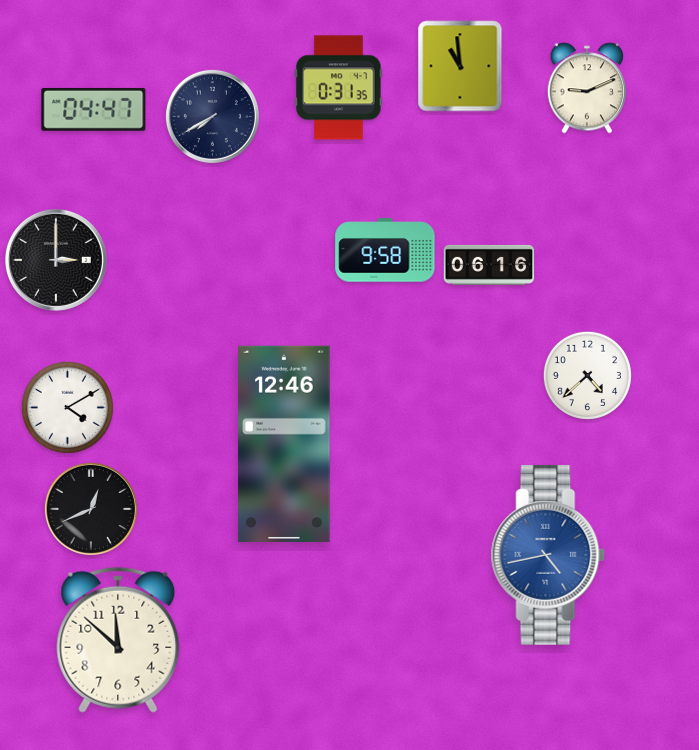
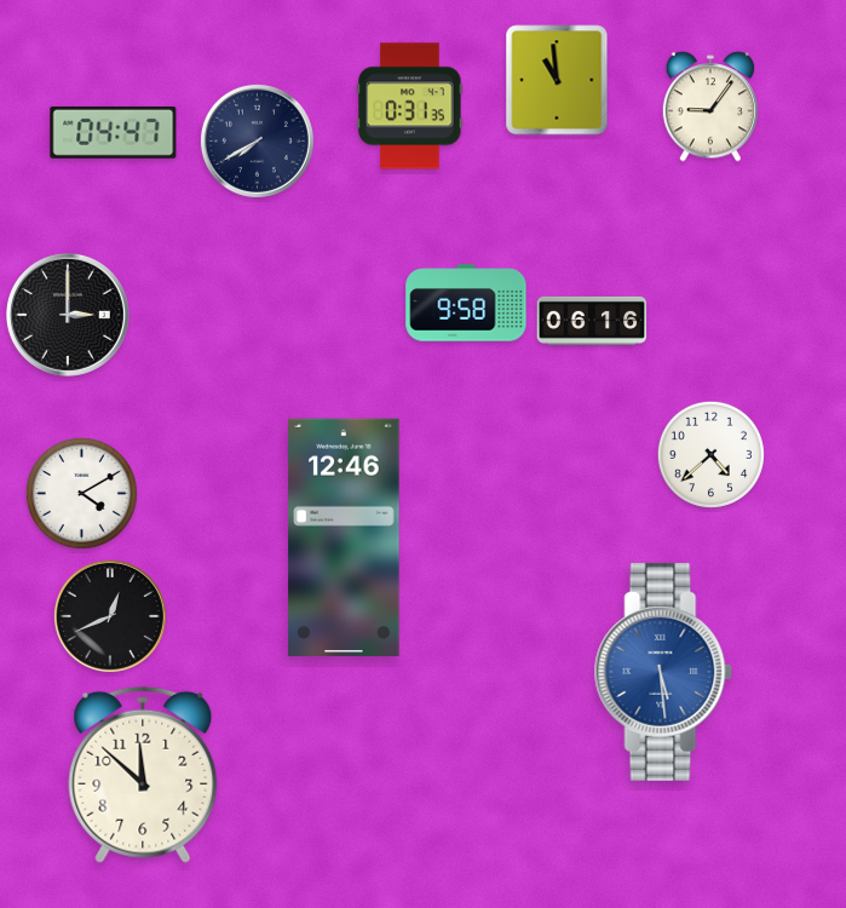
clock at (586, 88): 9:11 -> 9:06
clock at (548, 555): 4:43 -> 5:29
